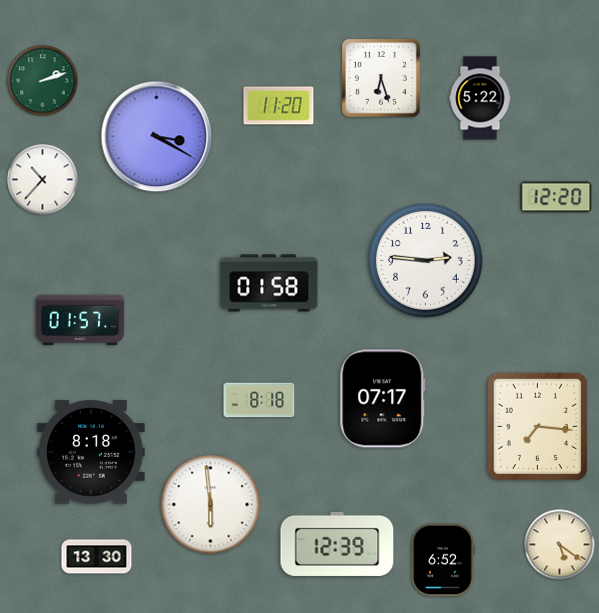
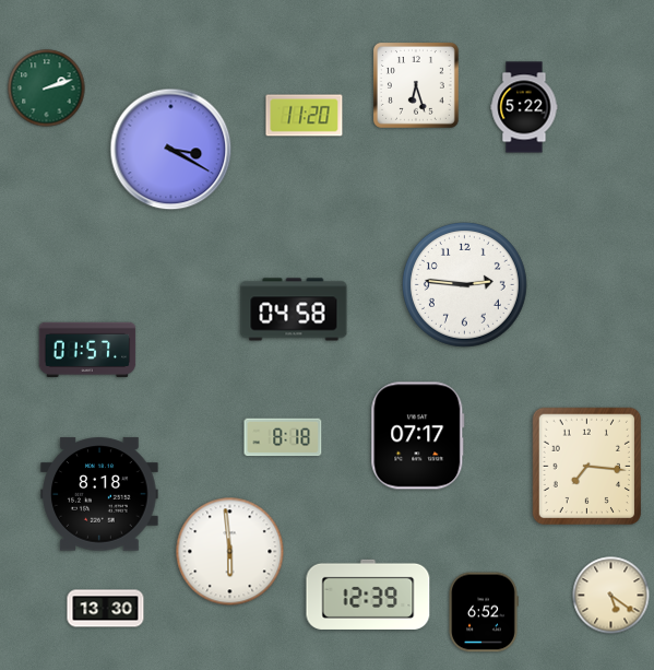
clock at (43, 180): 10:37 -> none
clock at (556, 197): 12:20 -> none
clock at (269, 283): 01:58 -> 04:58
